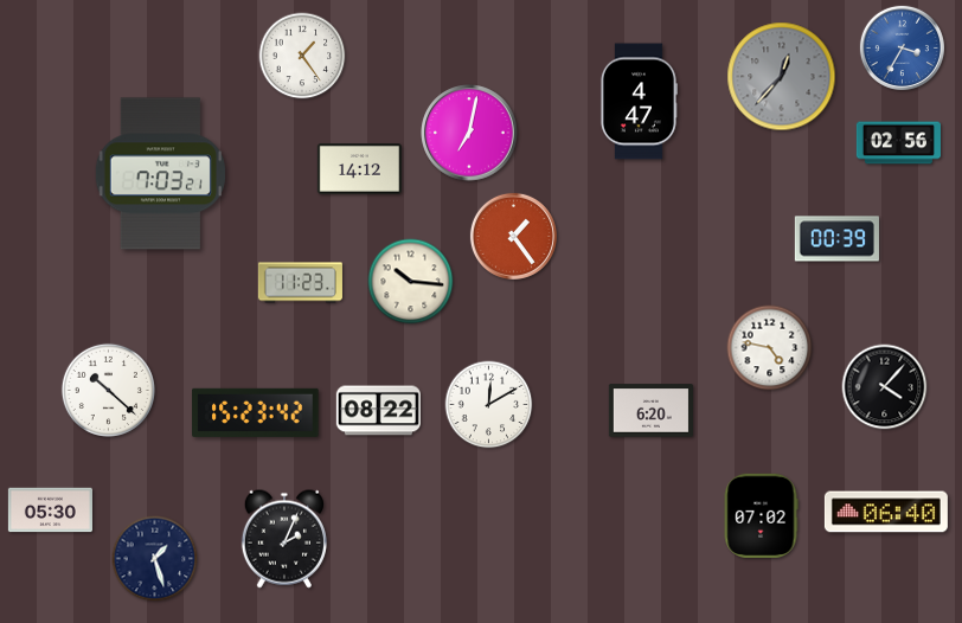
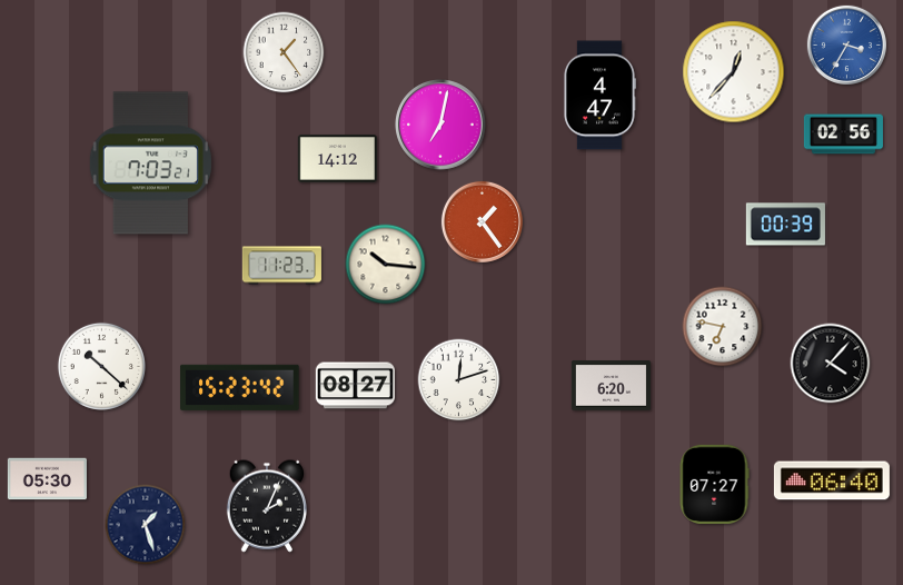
clock at (782, 77) dial: grey -> white
clock at (770, 348): 4:47 -> 6:47
clock at (489, 405): 12:10 -> 12:12
clock at (378, 411): 08:22 -> 08:27
clock at (761, 515): 07:02 -> 07:27
